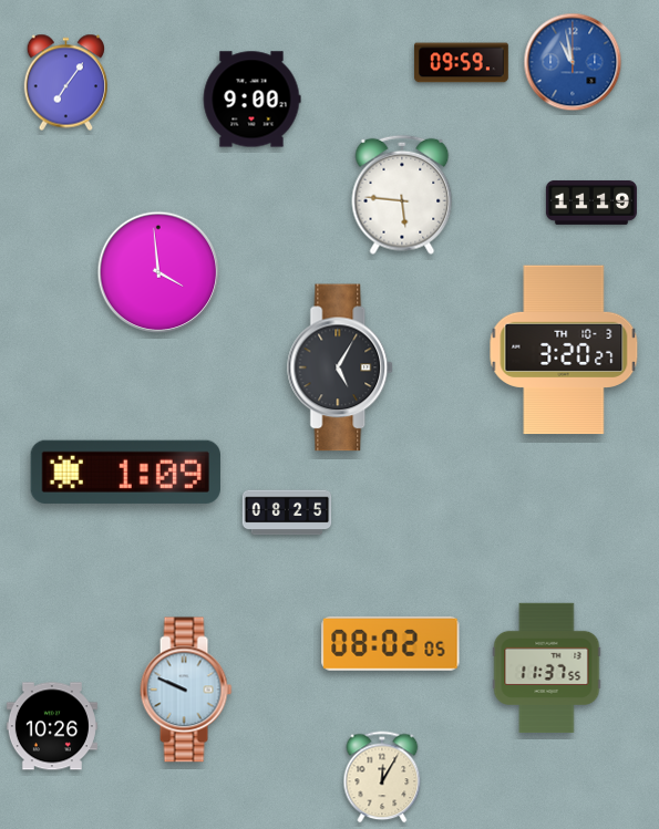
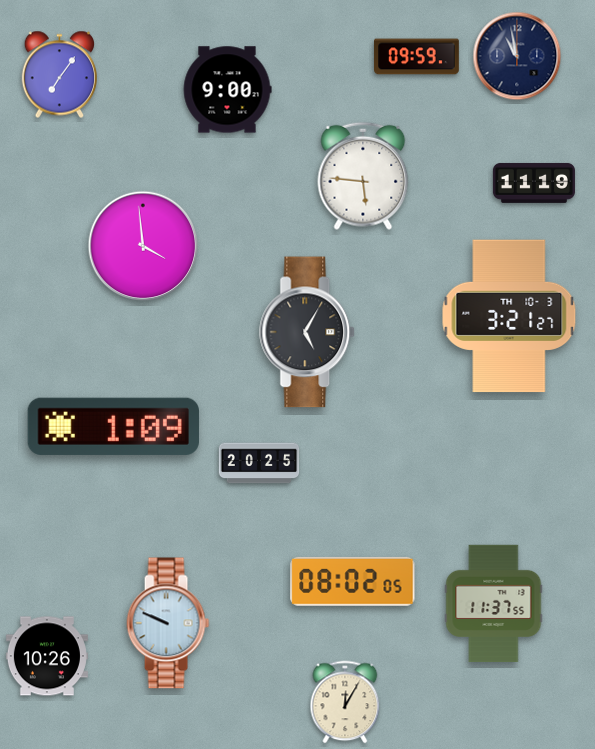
clock at (573, 62) dial: blue -> navy
clock at (564, 350): 3:20 -> 3:21
clock at (287, 512): 08:25 -> 20:25
